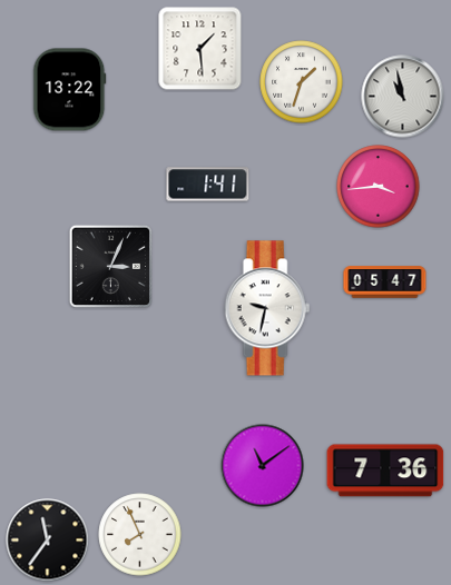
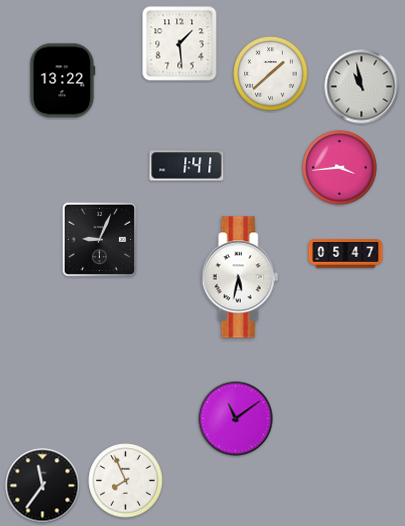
clock at (302, 82): 1:33 -> 1:38
clock at (110, 266): 3:04 -> 9:04
clock at (267, 308): 9:32 -> 5:32
clock at (385, 470): 7:36 -> none
